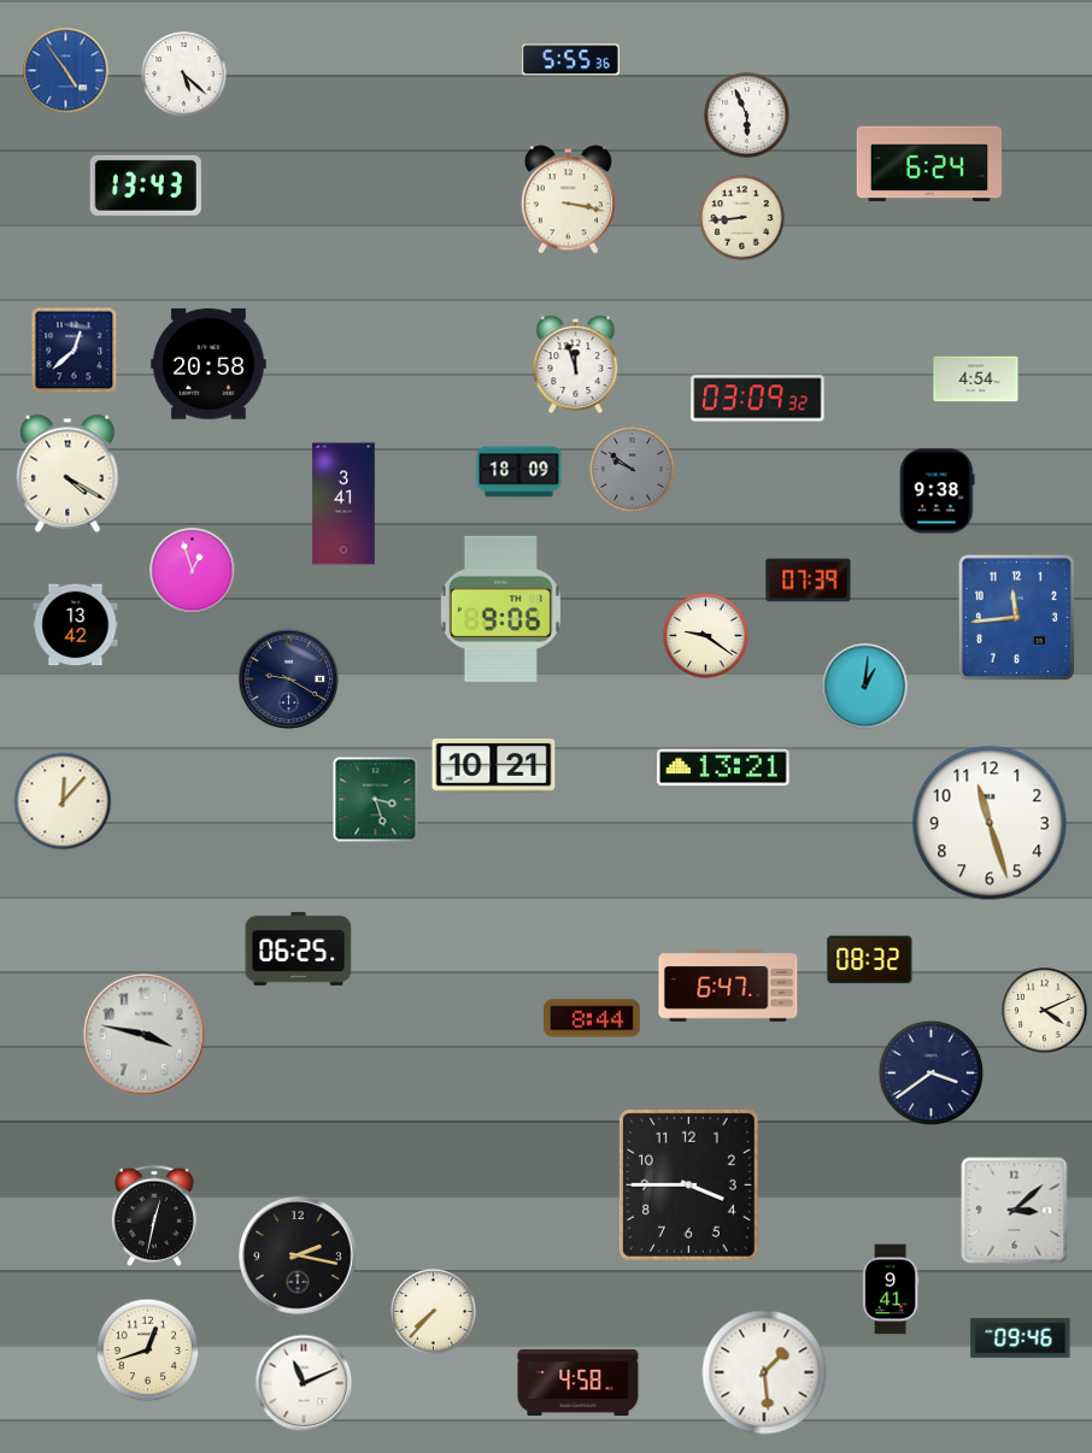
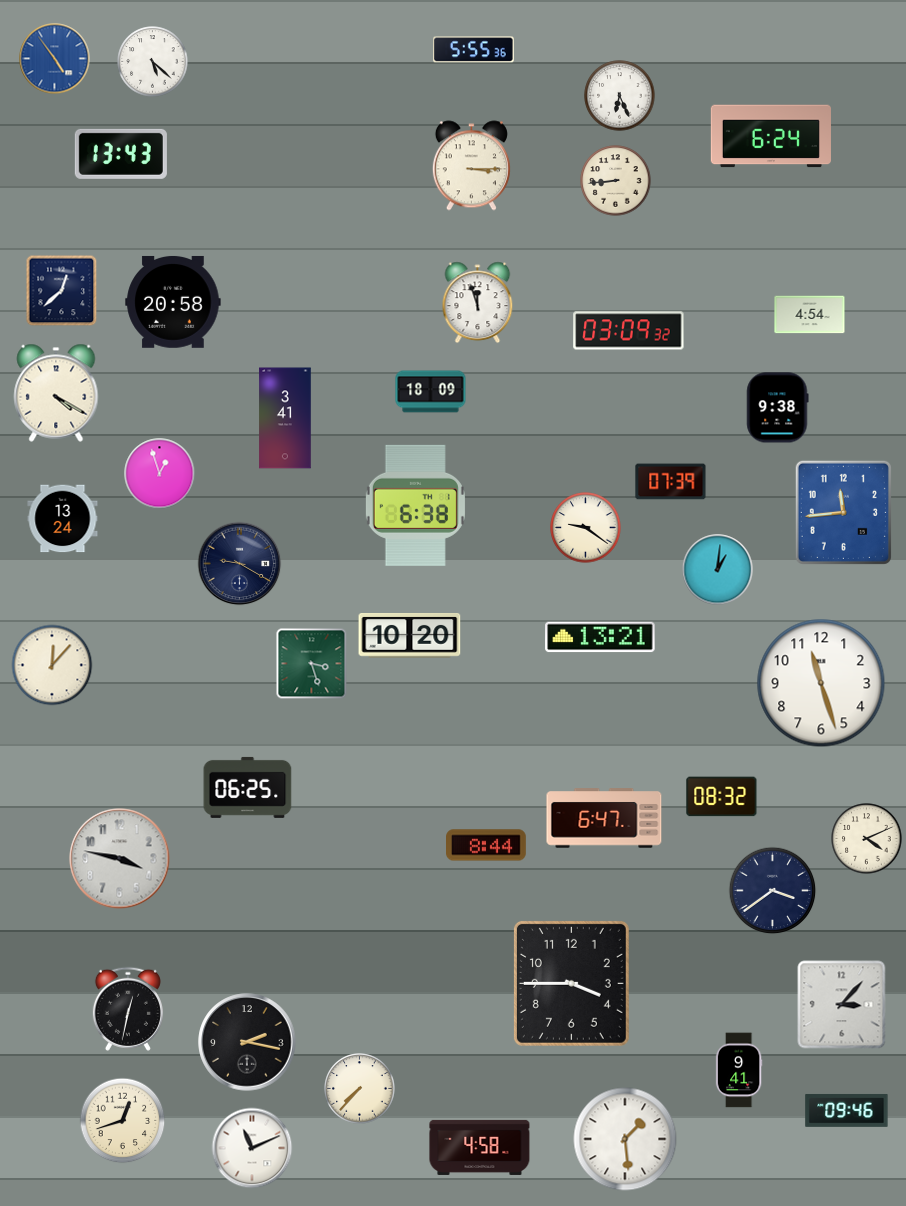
clock at (747, 116): 5:56 -> 6:26
clock at (568, 200): 3:17 -> 3:15
clock at (633, 470): 9:51 -> none
clock at (500, 608): 9:06 -> 6:38
clock at (76, 625): 13:42 -> 13:24
clock at (494, 766): 10:21 -> 10:20
clock at (593, 1018) position: (593, 1018) -> (487, 845)
clock at (1015, 1211): 3:08 -> 3:07
clock at (764, 1372) position: (764, 1372) -> (625, 1139)
